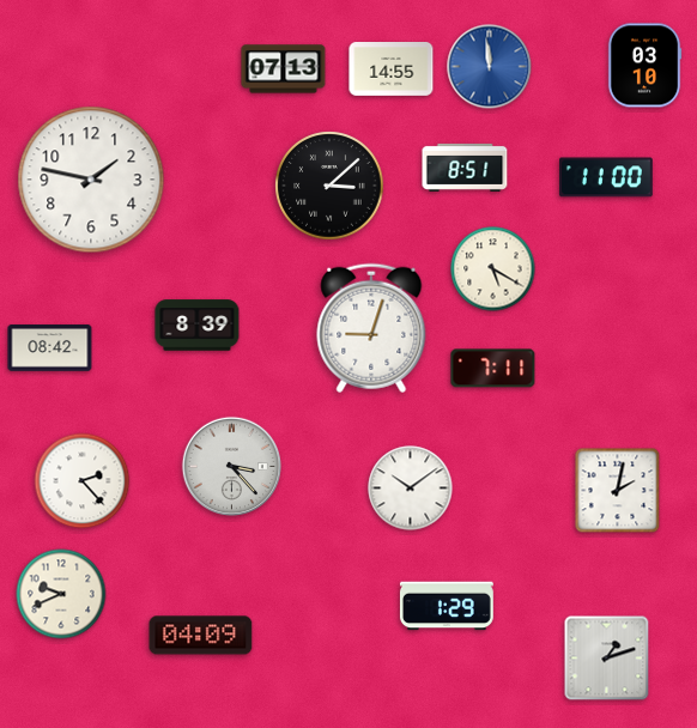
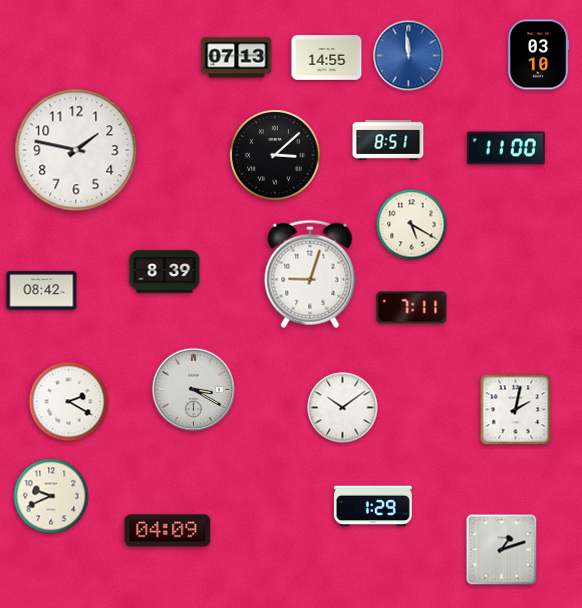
clock at (231, 466): 3:23 -> 3:20
clock at (83, 481): 2:23 -> 2:20
clock at (607, 659) position: (607, 659) -> (502, 550)
